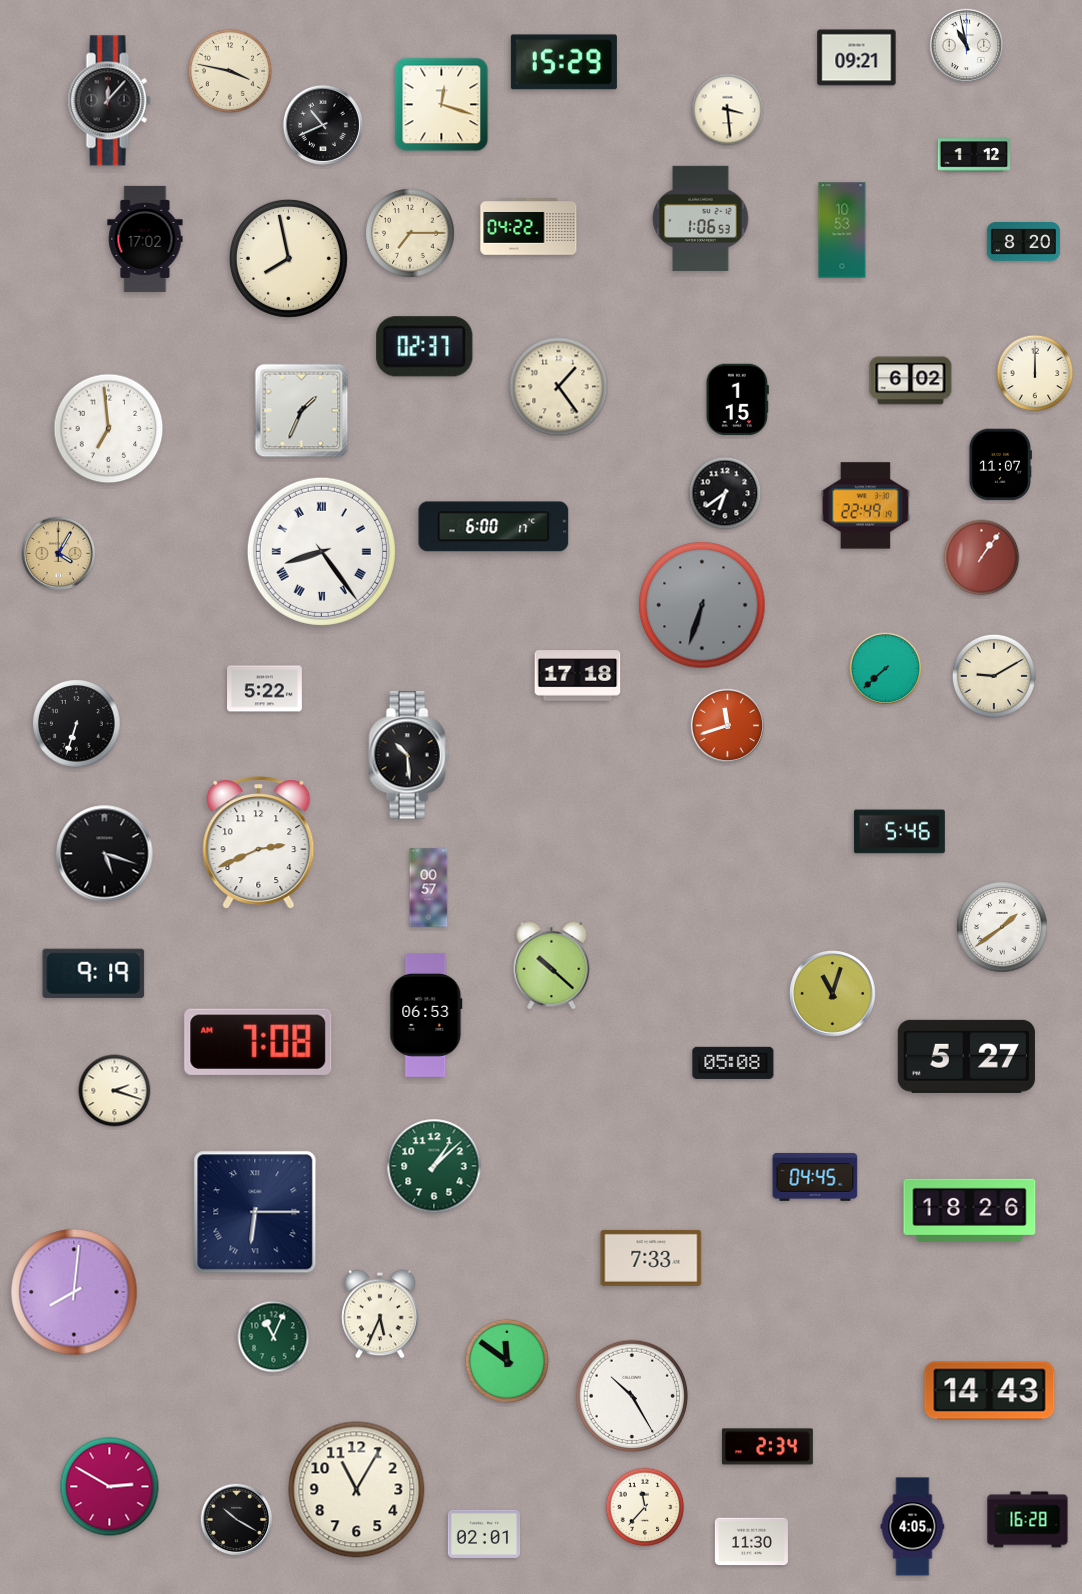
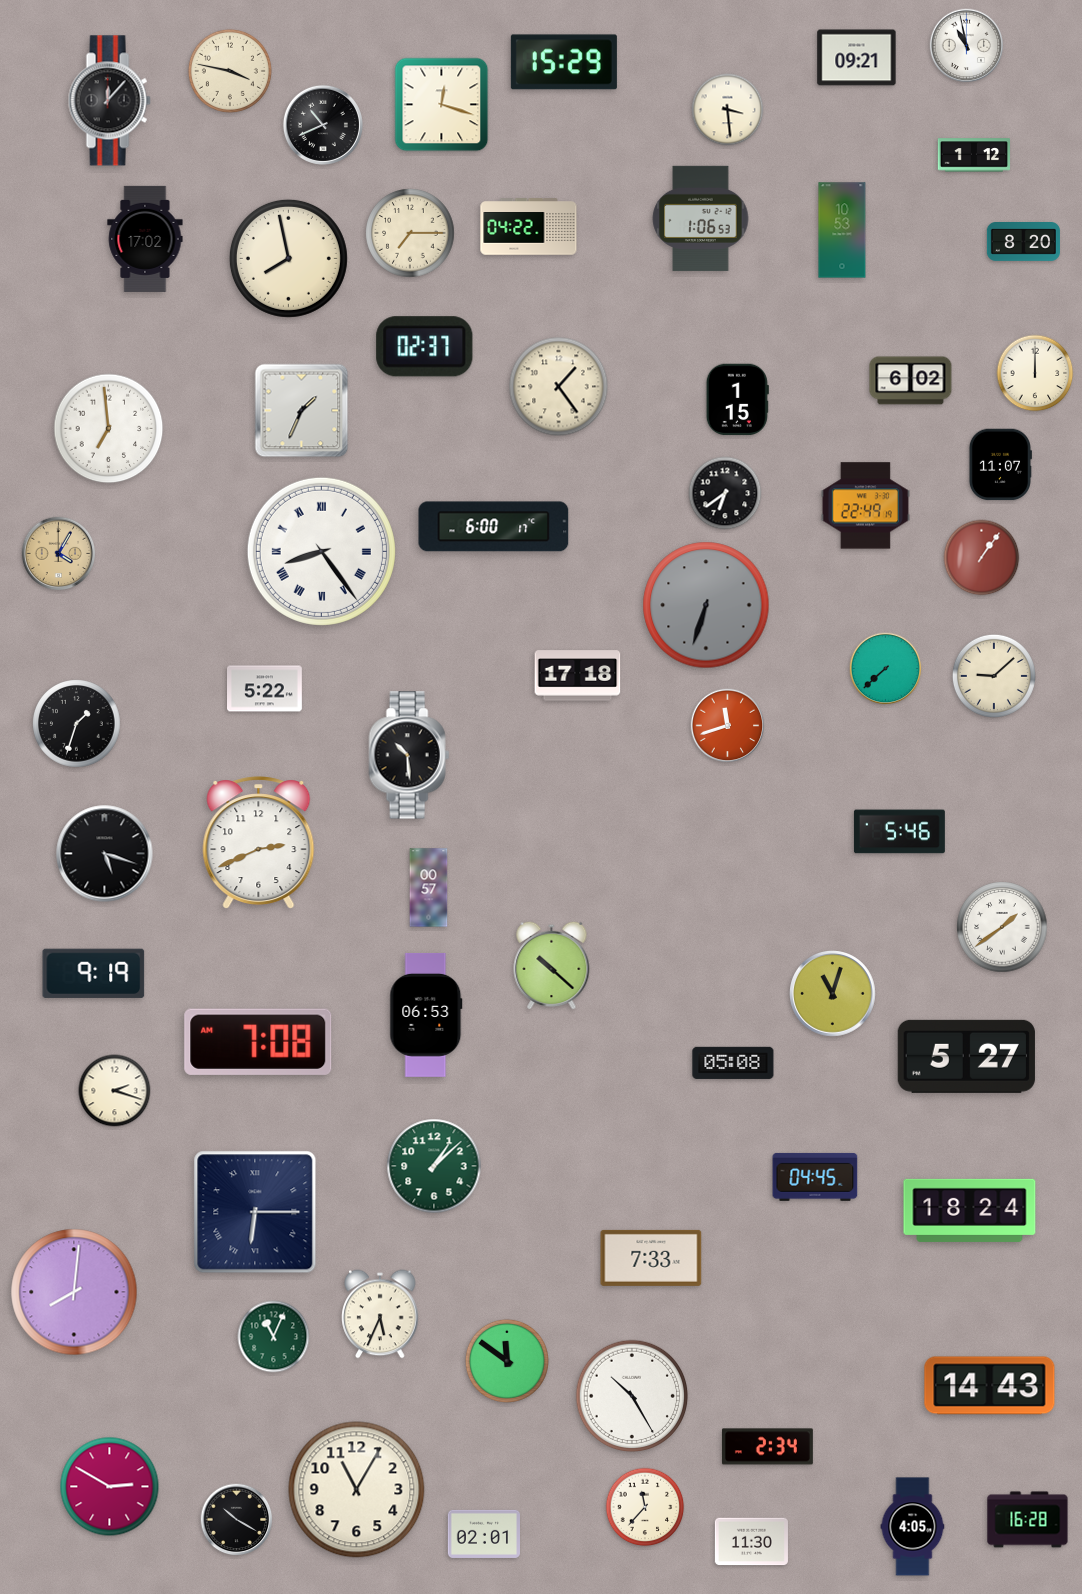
clock at (702, 605) position: (702, 605) -> (706, 605)
clock at (994, 676): 9:10 -> 9:08
clock at (77, 724): 6:33 -> 1:33
clock at (970, 1210): 18:26 -> 18:24
clock at (990, 1391) position: (990, 1391) -> (990, 1386)
